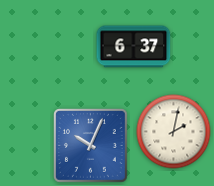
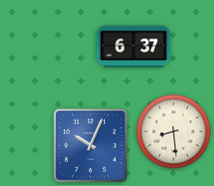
clock at (174, 132): 2:02 -> 8:29
